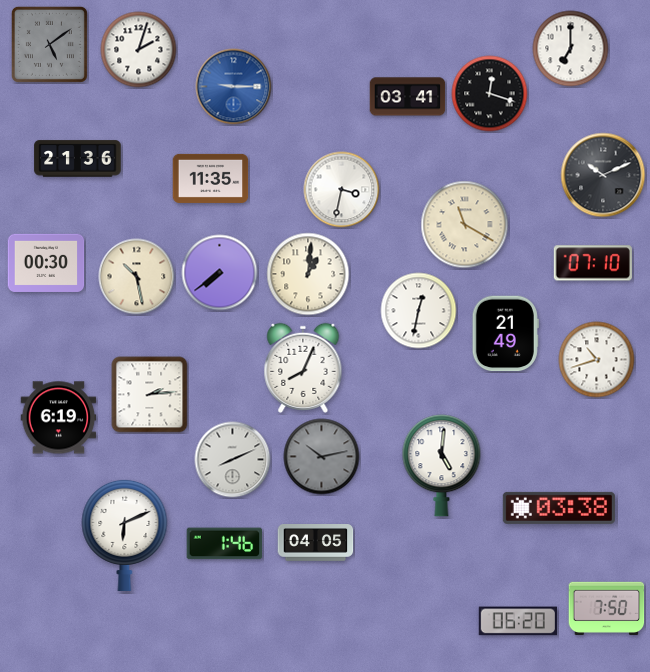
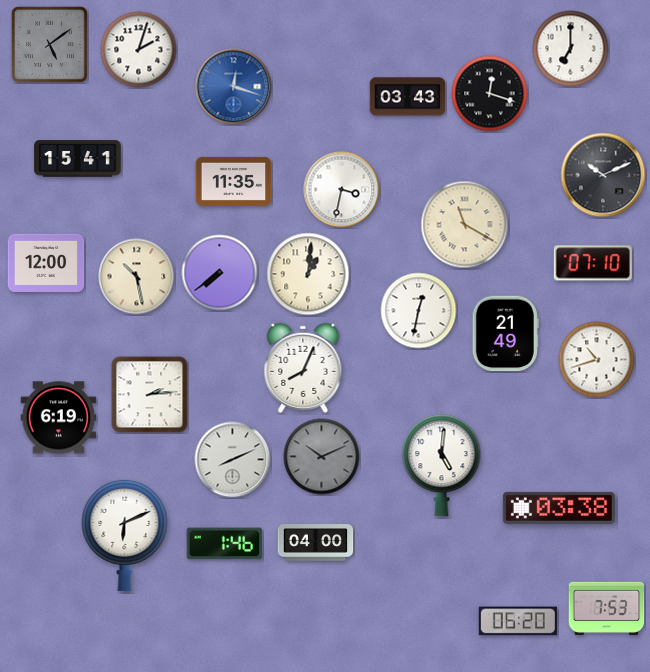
clock at (234, 87): 9:15 -> 12:18
clock at (408, 97): 03:41 -> 03:43
clock at (78, 159): 21:36 -> 15:41
clock at (211, 178) position: (211, 178) -> (234, 181)
clock at (46, 263): 00:30 -> 12:00
clock at (322, 457): 10:13 -> 10:11
clock at (316, 543): 04:05 -> 04:00
clock at (607, 608): 7:50 -> 7:53
